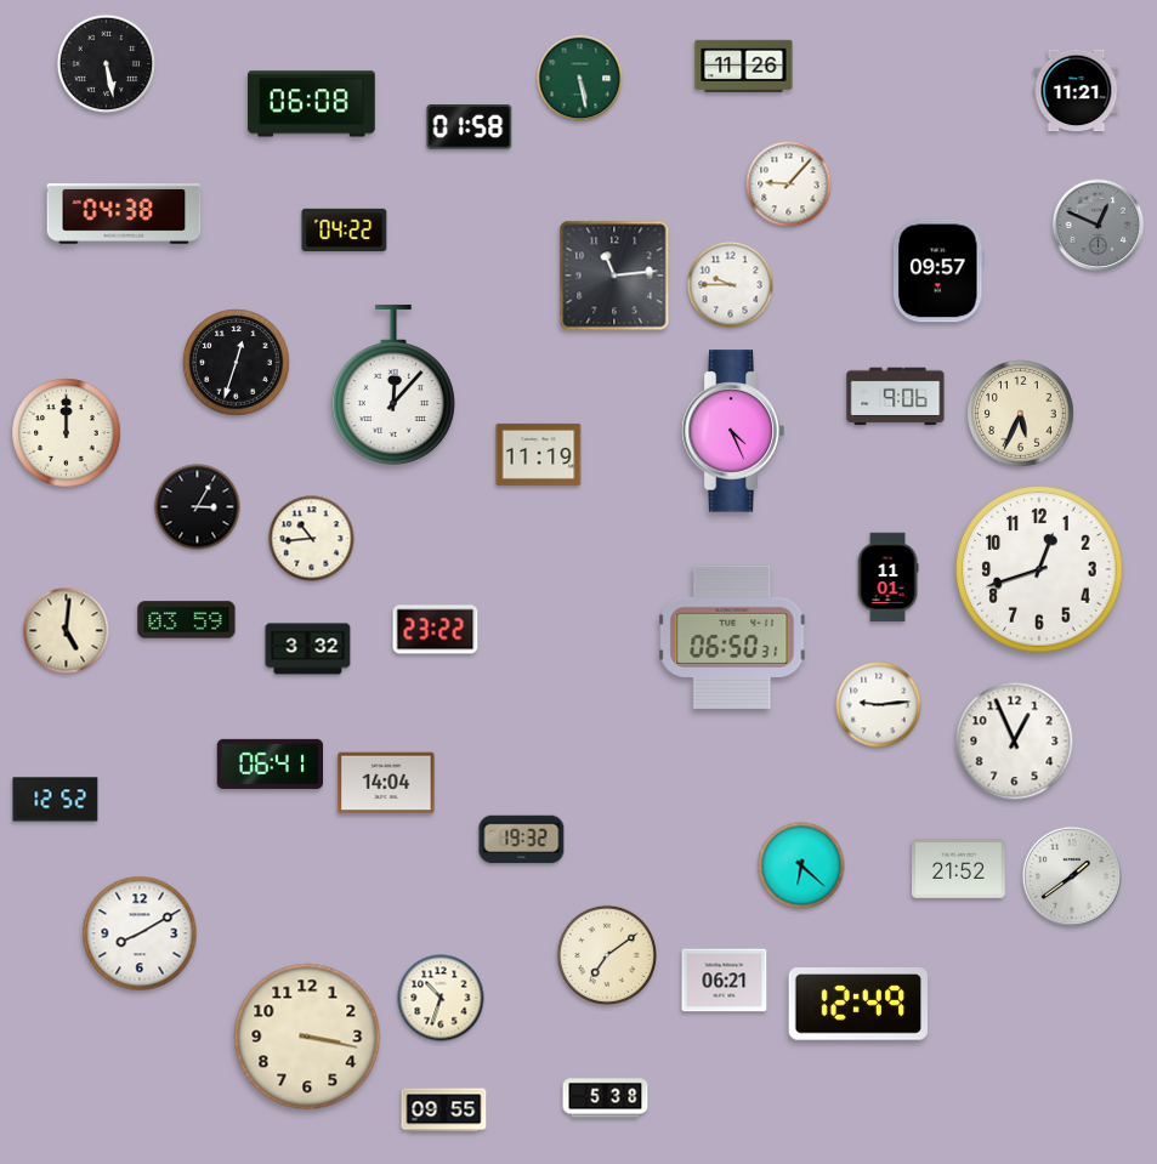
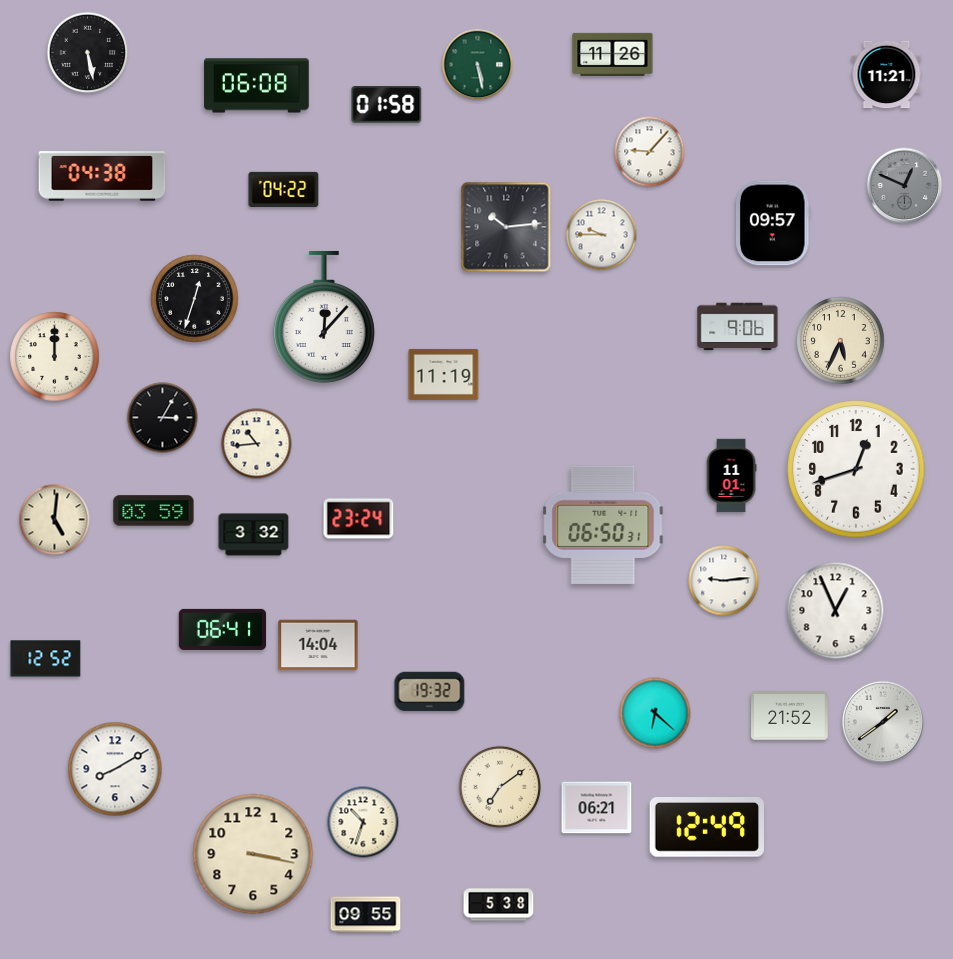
clock at (614, 276): 11:14 -> 10:14
clock at (733, 431): 4:26 -> none
clock at (436, 630): 23:22 -> 23:24
clock at (801, 865) position: (801, 865) -> (655, 713)
